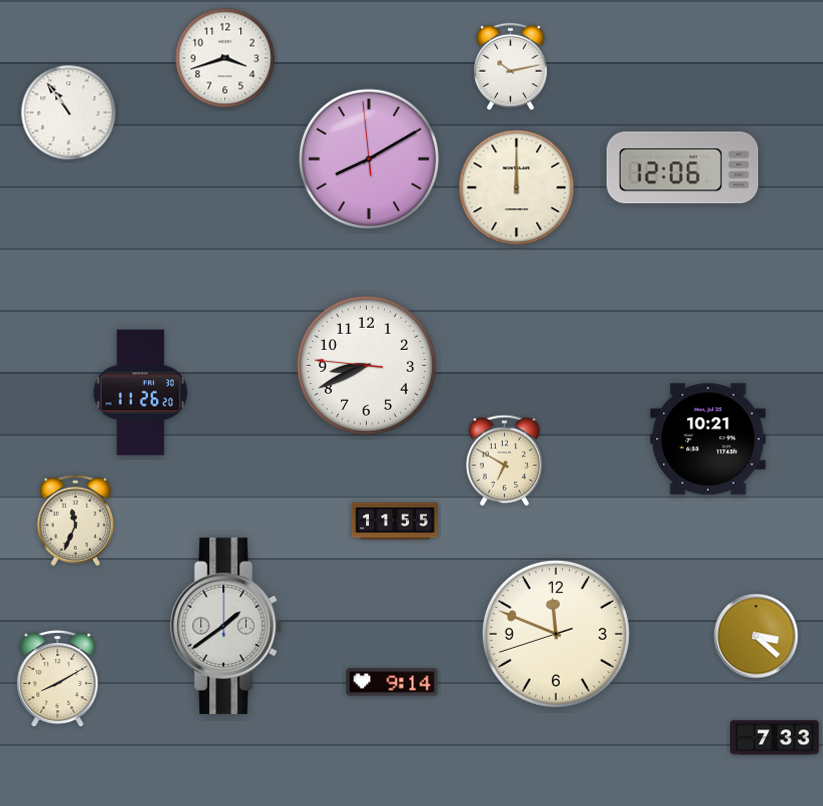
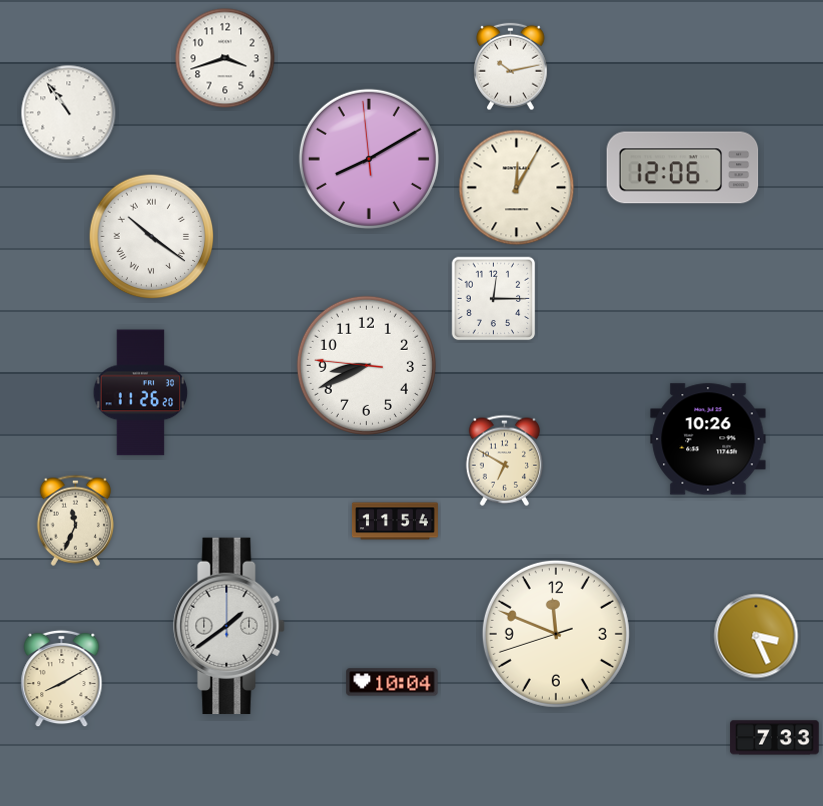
clock at (517, 188): 12:00 -> 12:05
clock at (152, 237): none -> 10:21
clock at (494, 299): none -> 12:15
clock at (708, 439): 10:21 -> 10:26
clock at (395, 521): 11:55 -> 11:54
clock at (226, 626) position: (226, 626) -> (229, 626)
clock at (756, 636): 3:22 -> 3:26
clock at (58, 679) position: (58, 679) -> (62, 679)
clock at (392, 682): 9:14 -> 10:04
